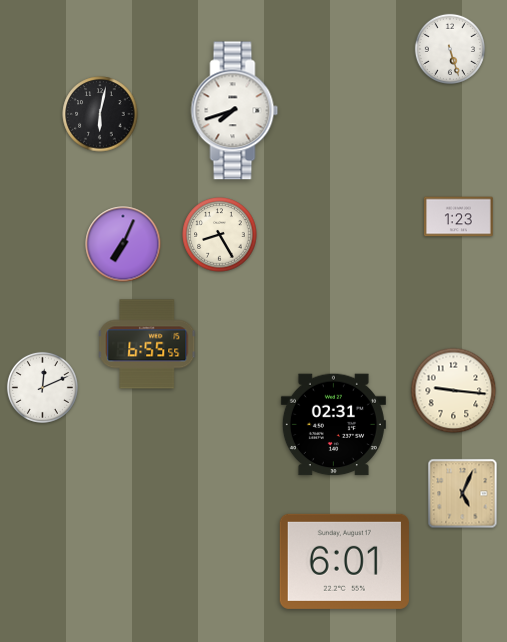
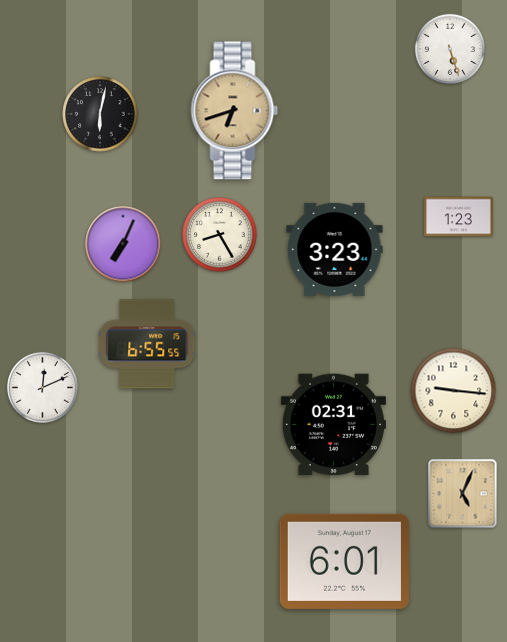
clock at (235, 111): 7:42 -> 6:42
clock at (235, 111) dial: white -> champagne
clock at (335, 249): none -> 3:23
